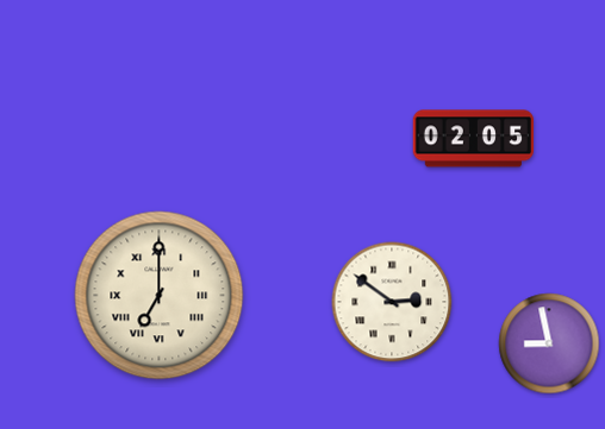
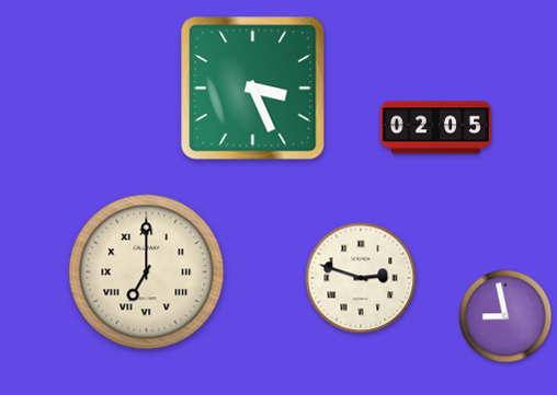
clock at (253, 89): none -> 3:26
clock at (392, 302): 2:51 -> 2:48
